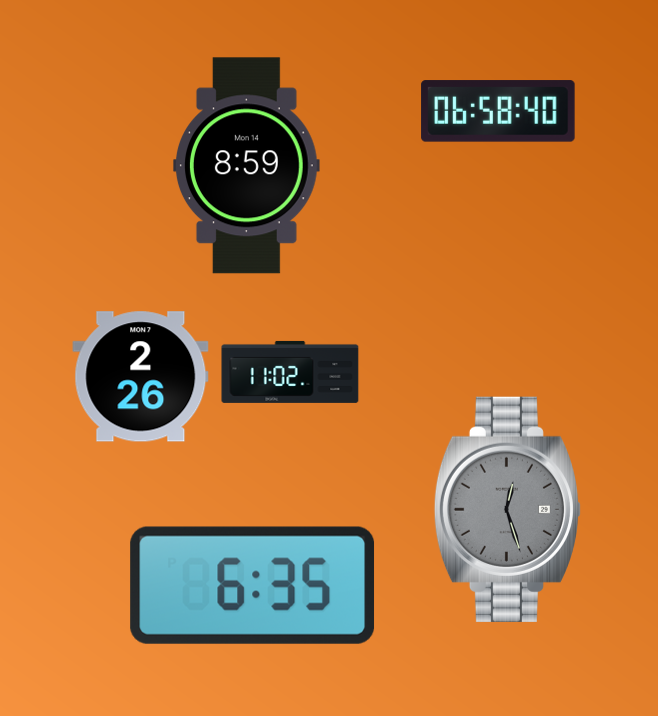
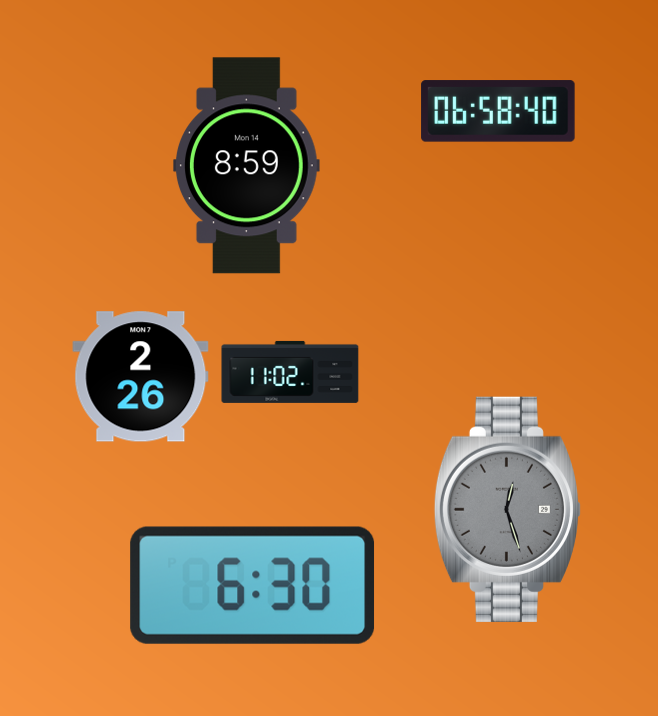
clock at (253, 585): 6:35 -> 6:30
